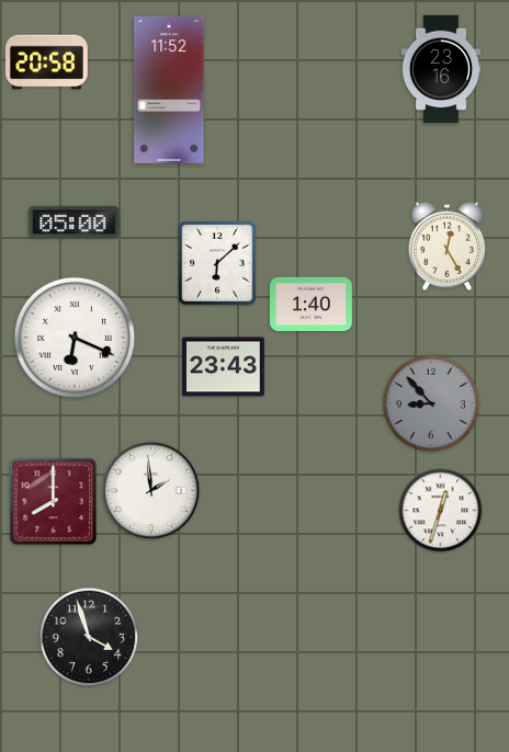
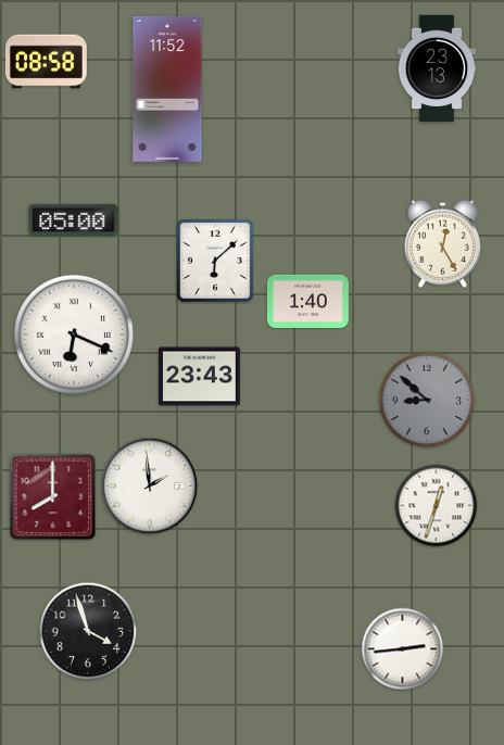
clock at (46, 62): 20:58 -> 08:58
clock at (441, 69): 23:16 -> 23:13
clock at (223, 367) position: (223, 367) -> (199, 377)
clock at (431, 403): 8:53 -> 8:52
clock at (403, 649): none -> 2:44
